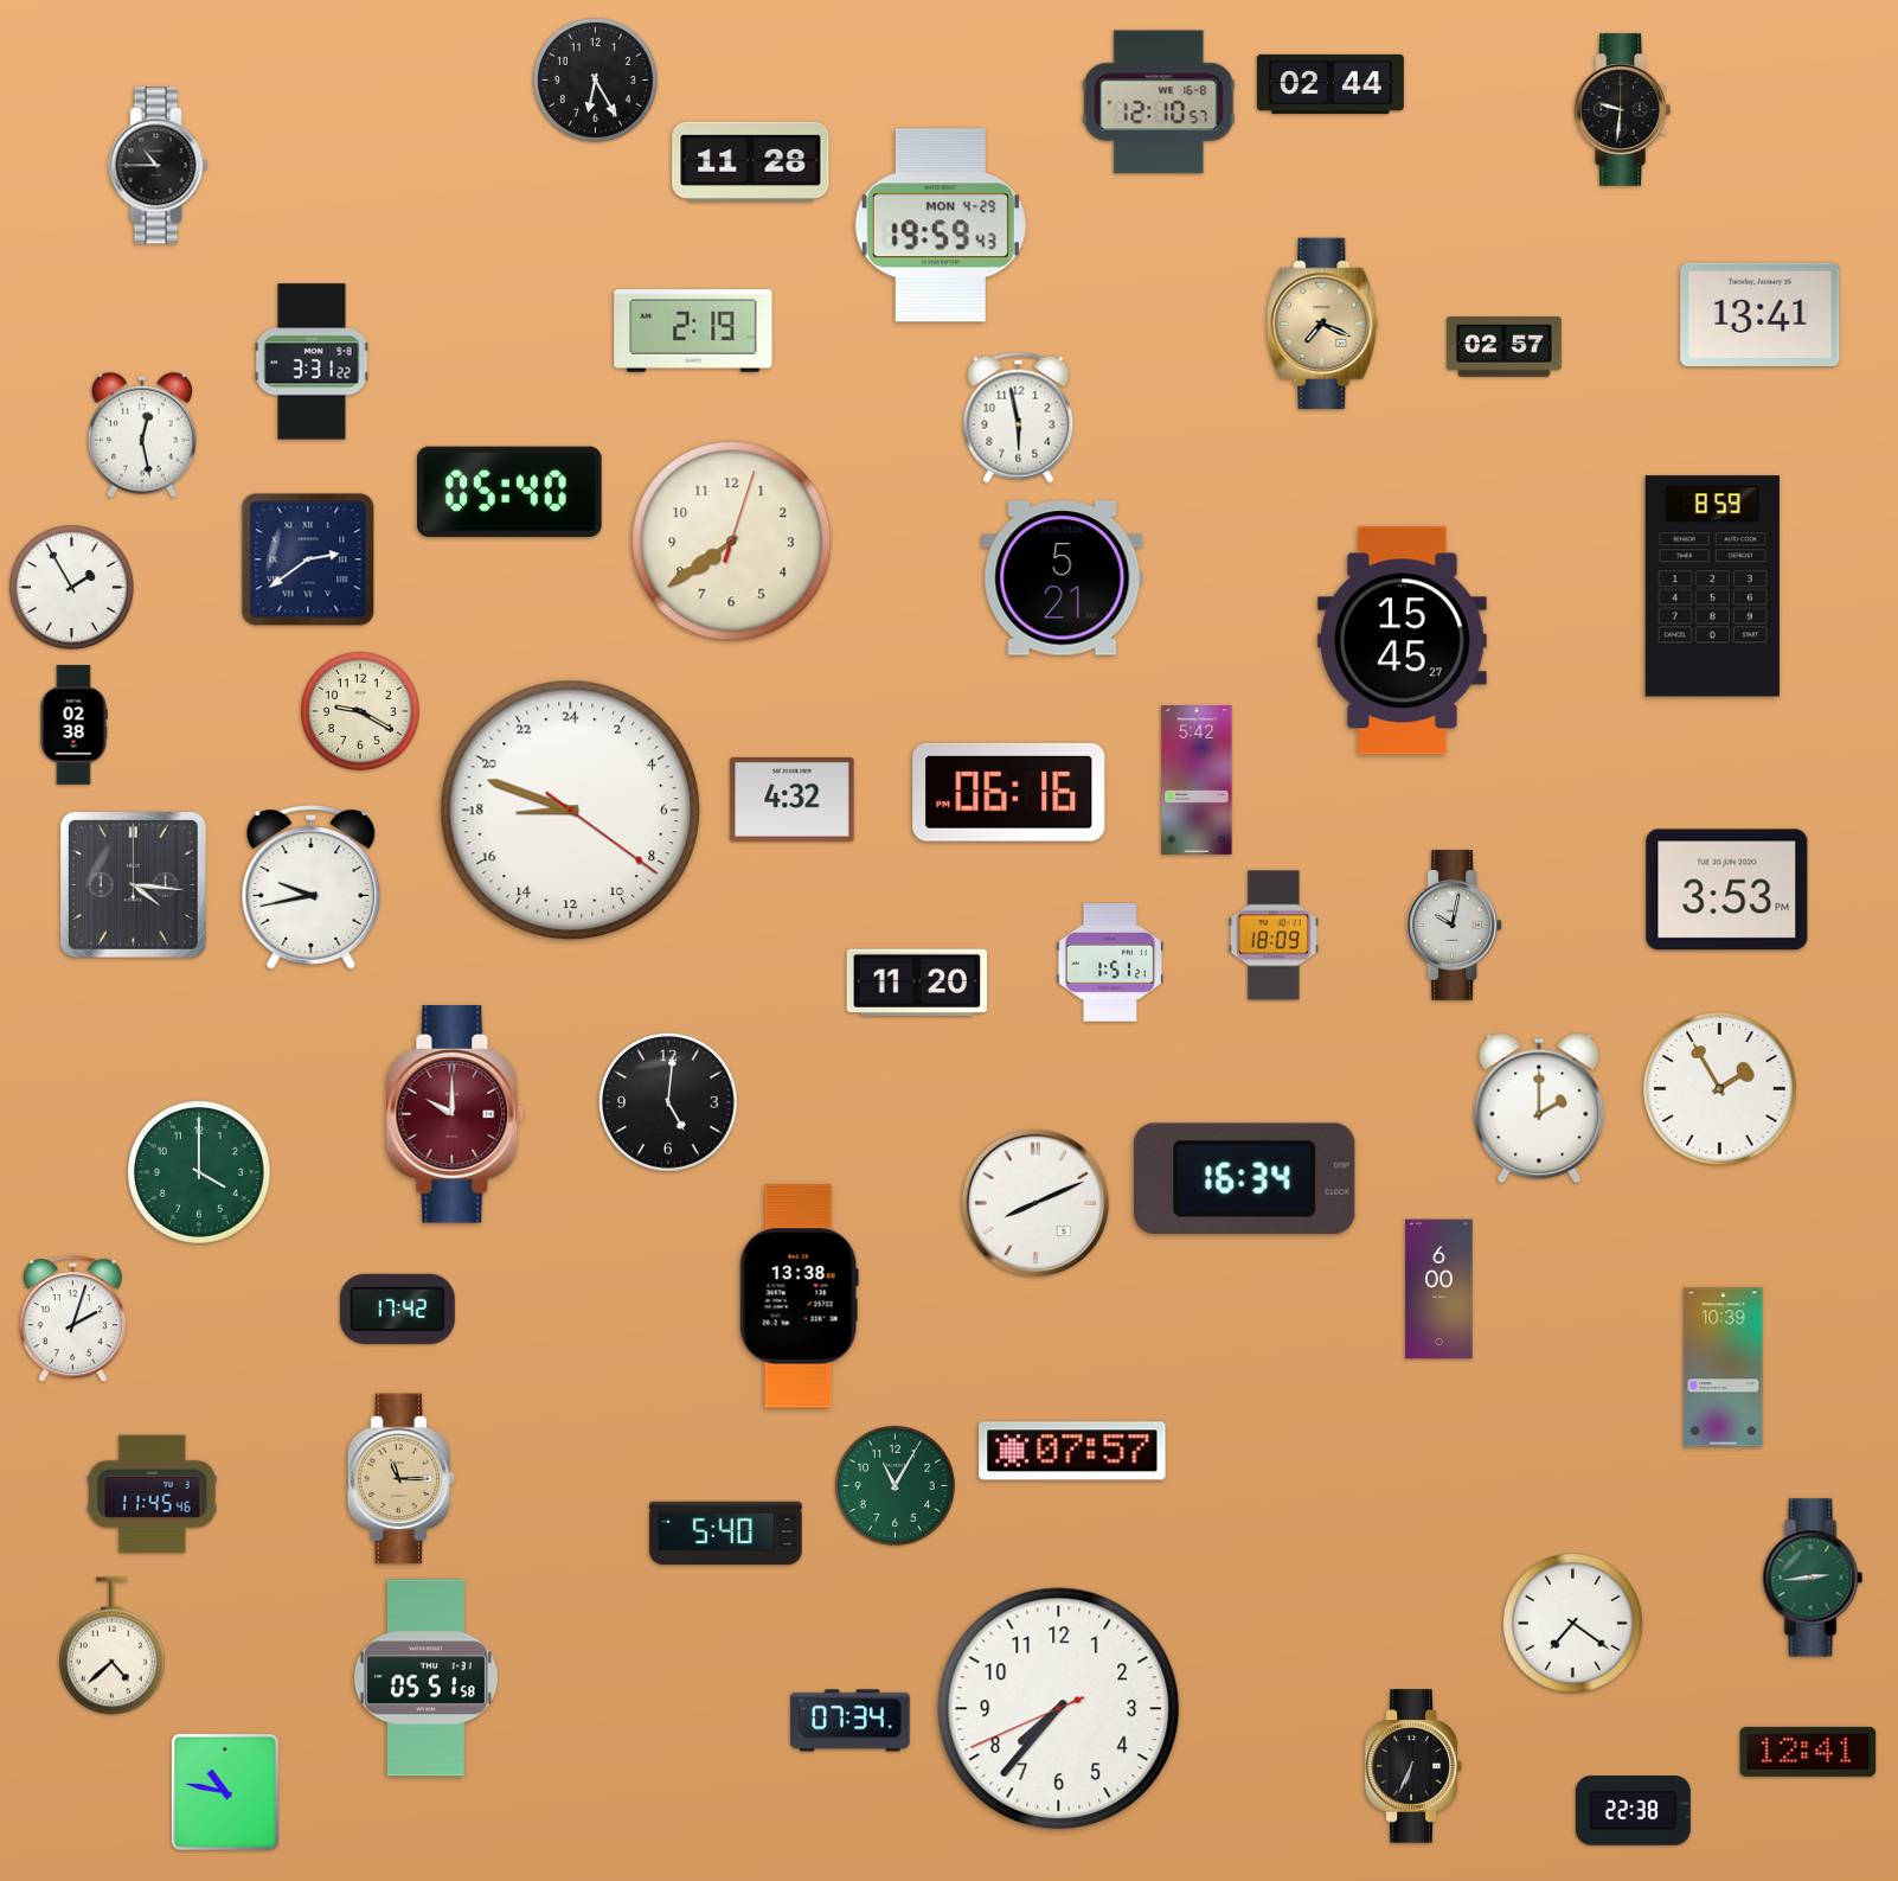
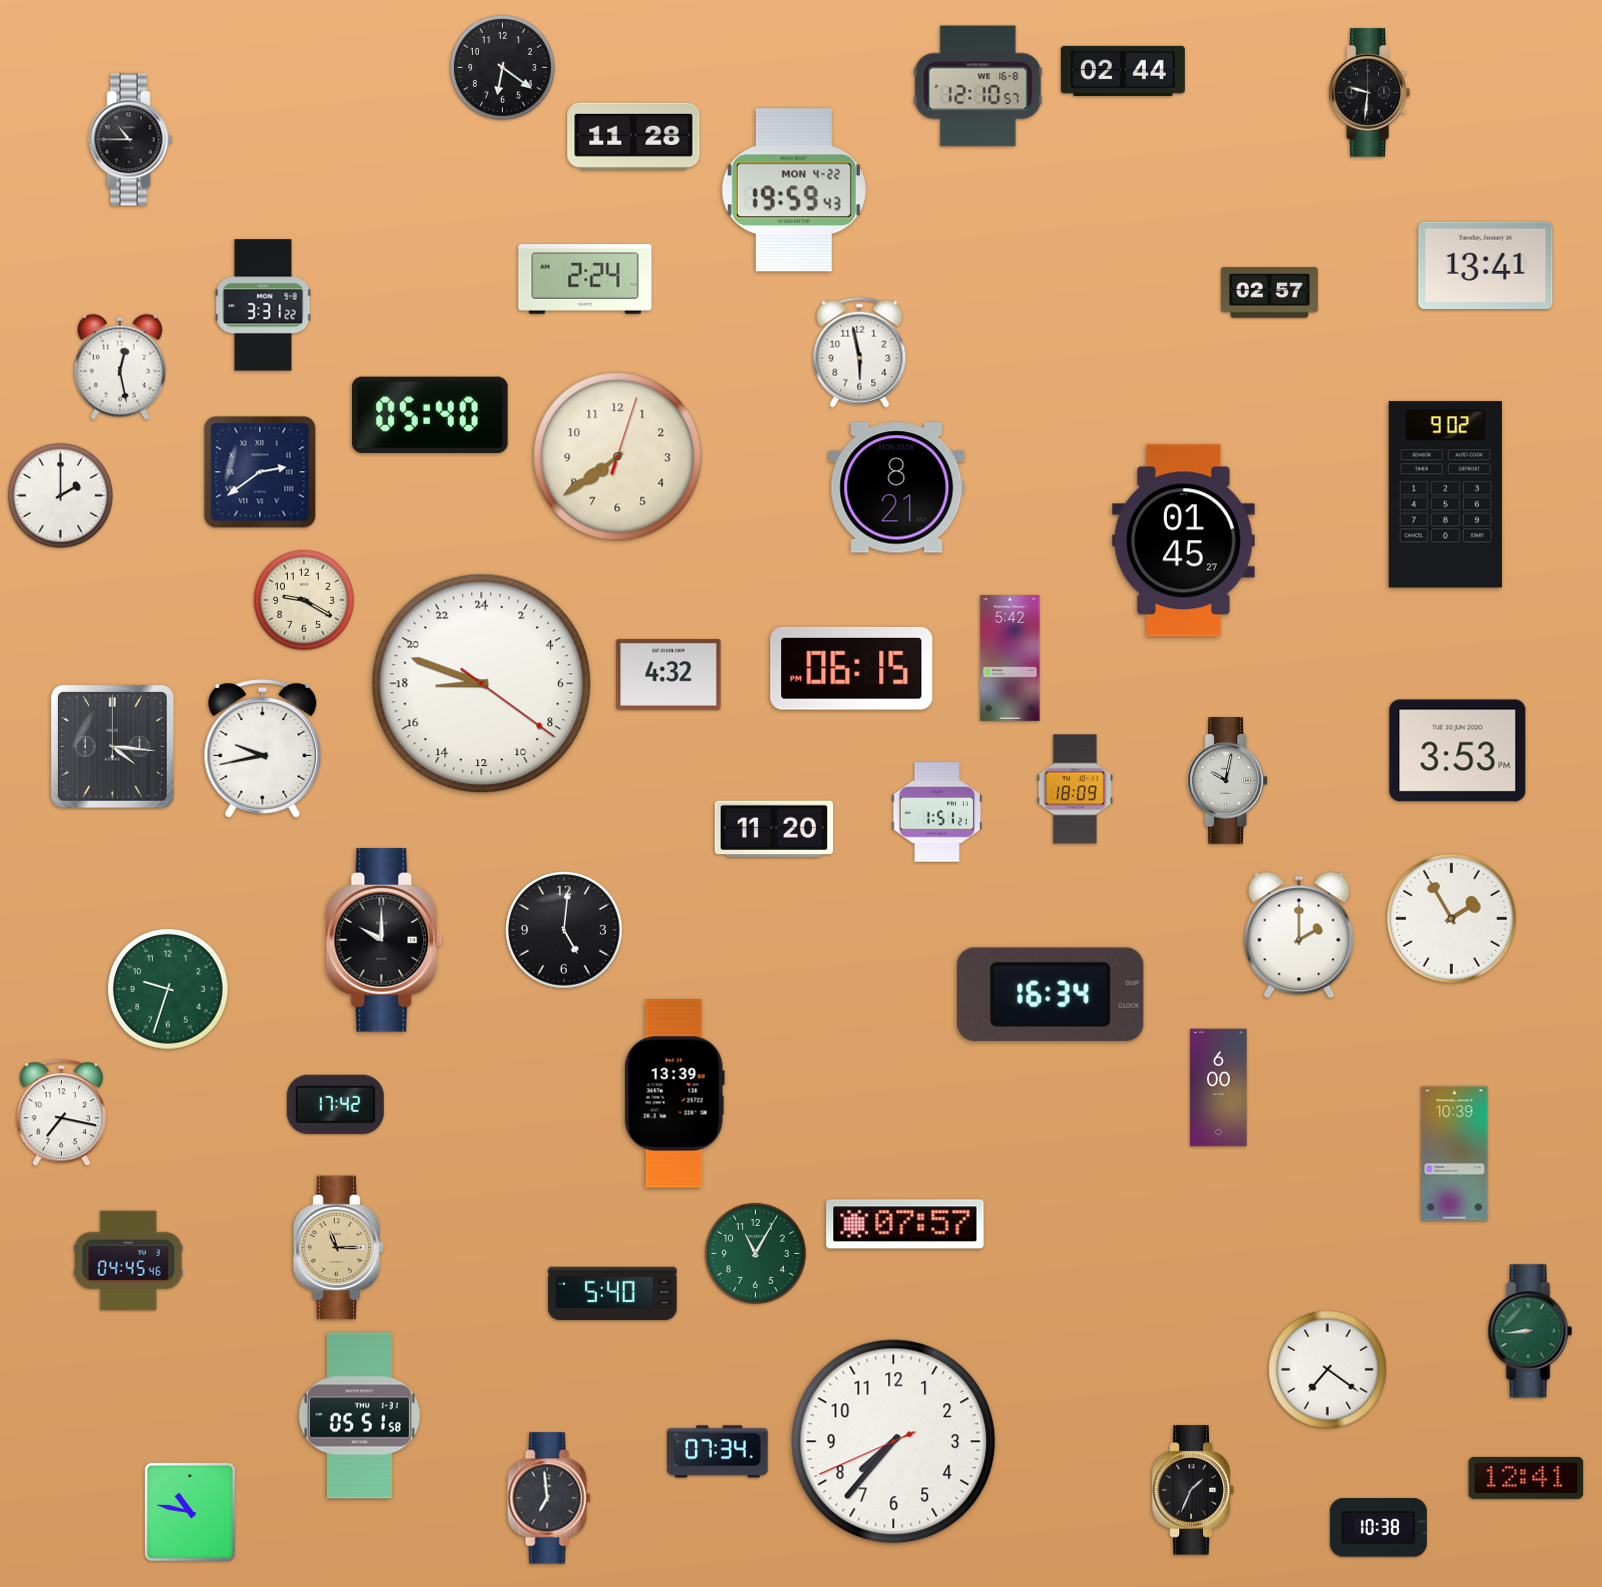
clock at (595, 79): 6:25 -> 6:21
clock at (159, 166) position: (159, 166) -> (131, 140)
clock at (941, 225) date: MON 4-29 -> MON 4-22
clock at (1322, 324): 7:19 -> none
clock at (693, 331): 2:19 -> 2:24
clock at (1063, 578): 5:21 -> 8:21
clock at (71, 587): 1:55 -> 2:00
clock at (1712, 587): 8:59 -> 9:02
clock at (1402, 641): 15:45 -> 01:45
clock at (73, 725): 02:38 -> none
clock at (1009, 792): 06:16 -> 06:15
clock at (455, 1114) dial: burgundy -> black
clock at (199, 1172): 4:00 -> 9:33
clock at (1035, 1203): 8:11 -> none
clock at (1439, 1290) position: (1439, 1290) -> (1219, 1088)
clock at (799, 1297): 13:38 -> 13:39
clock at (72, 1319): 2:03 -> 7:17
clock at (152, 1495): 11:45 -> 04:45
clock at (1813, 1578): 2:44 -> 8:44
clock at (111, 1646): 4:38 -> none
clock at (1413, 1766): 6:34 -> 1:34
clock at (549, 1498): none -> 6:59
clock at (1633, 1811): 22:38 -> 10:38
